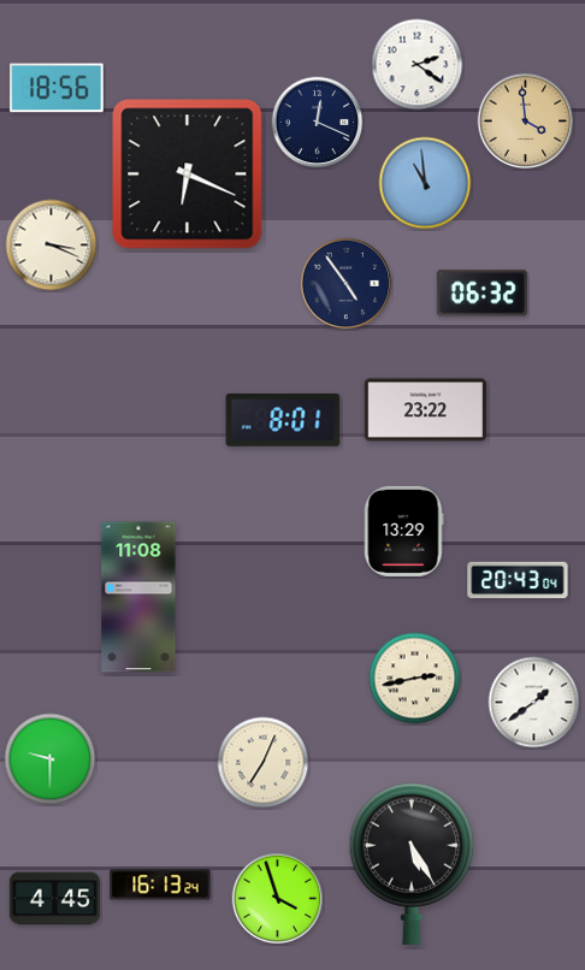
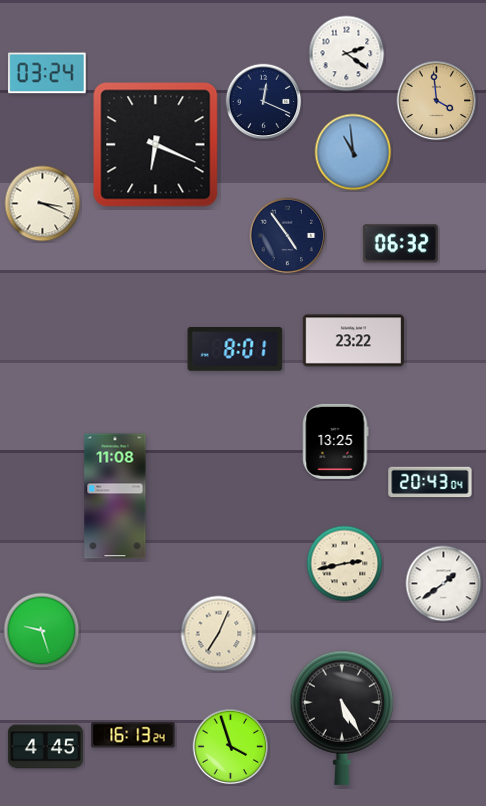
clock at (57, 88): 18:56 -> 03:24
clock at (404, 531): 13:29 -> 13:25
clock at (51, 759): 9:30 -> 9:27
